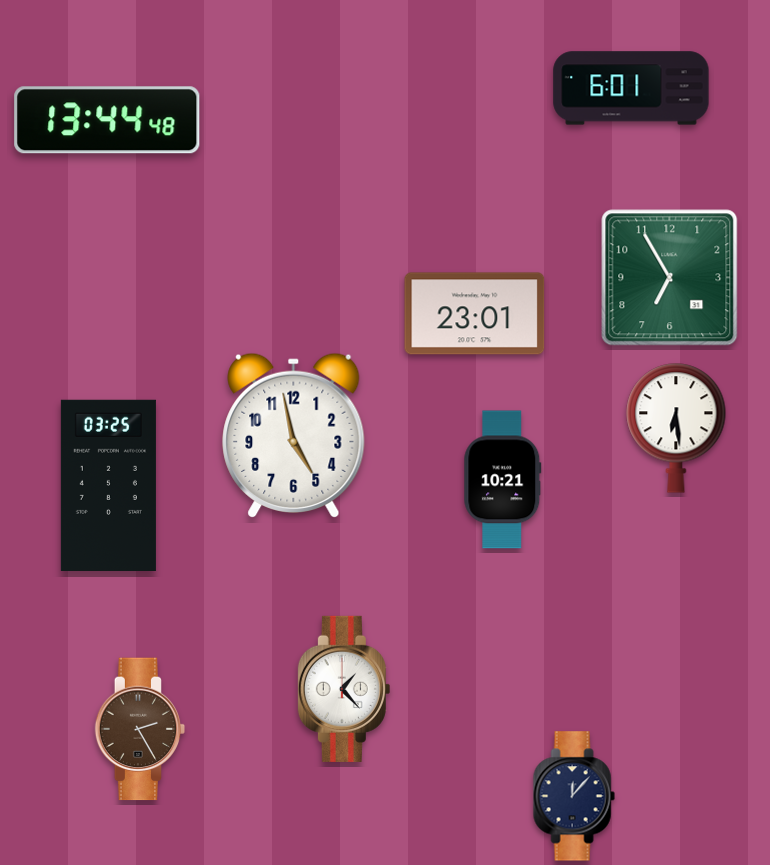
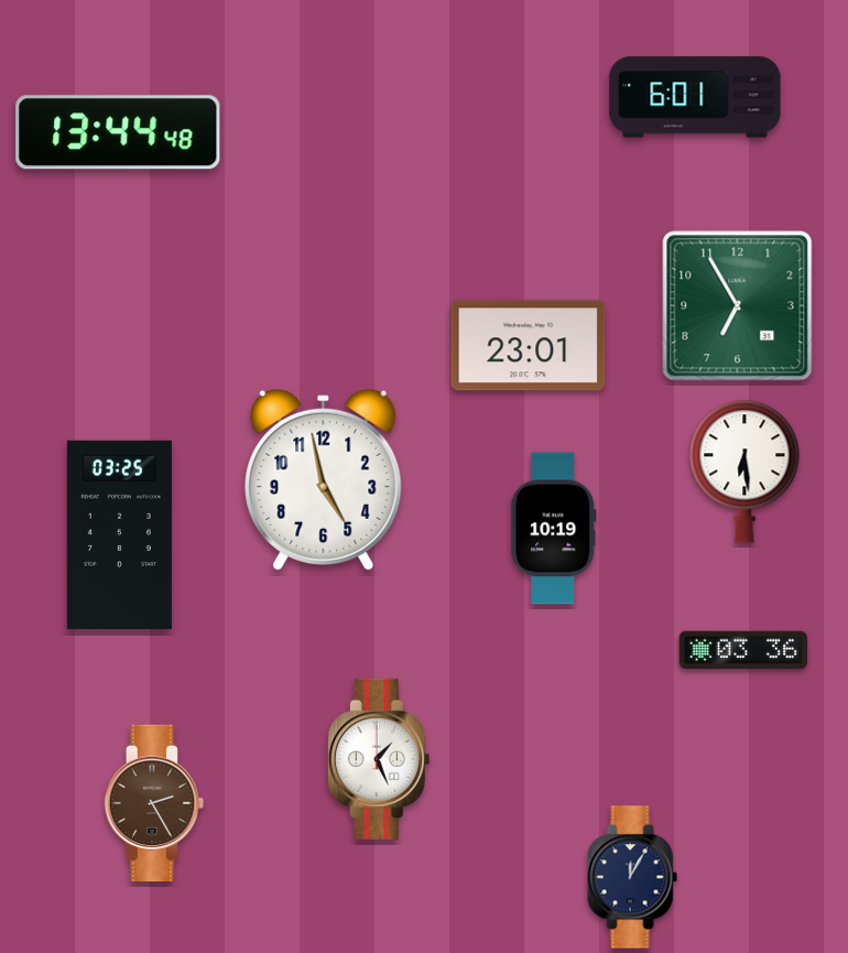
clock at (475, 314) position: (475, 314) -> (529, 346)
clock at (503, 480): 10:21 -> 10:19
clock at (743, 650): none -> 03:36
clock at (344, 689): 1:23 -> 1:26
clock at (574, 796): 12:07 -> 12:05
